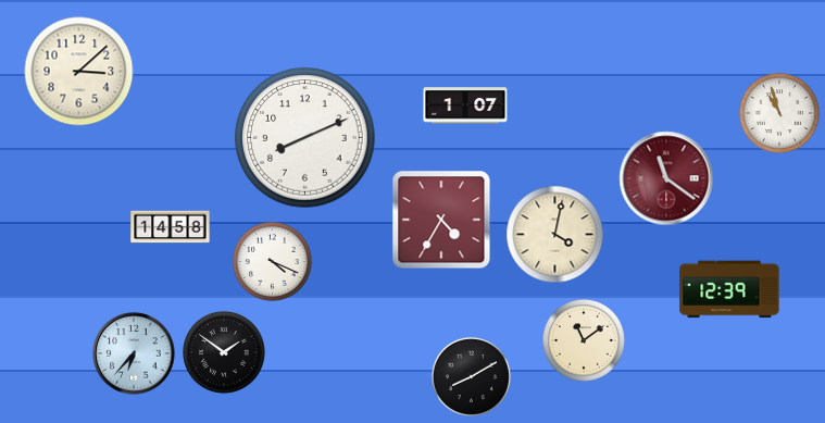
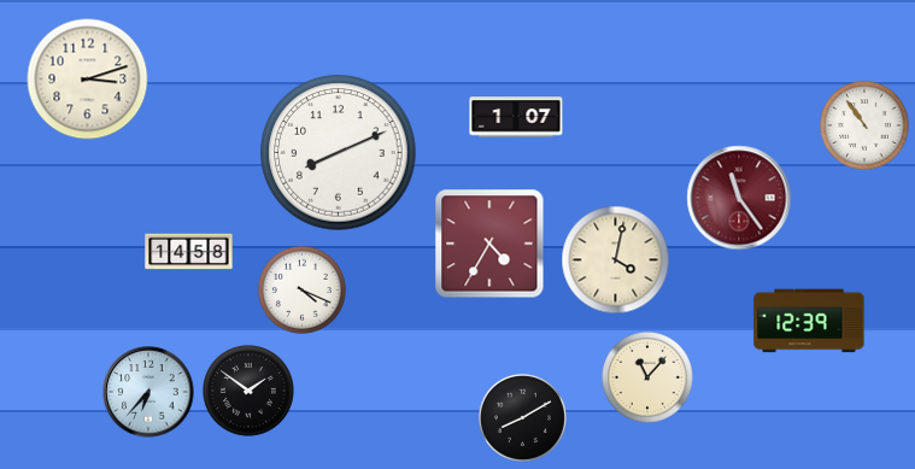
clock at (79, 72): 3:08 -> 3:12
clock at (779, 113): 10:57 -> 10:54
clock at (666, 178): 11:21 -> 11:24
clock at (585, 341): 11:09 -> 11:07
